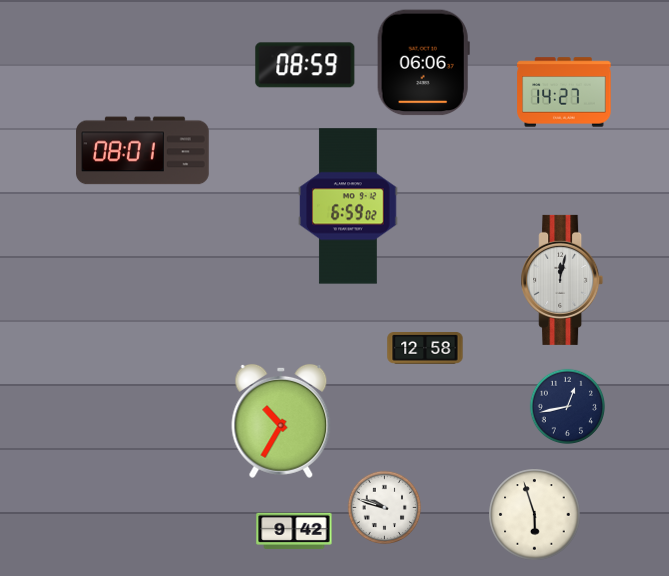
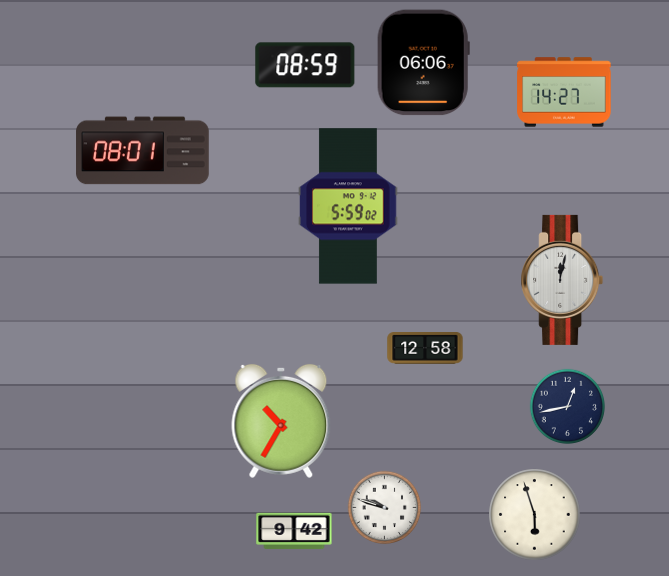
clock at (348, 206): 6:59 -> 5:59
